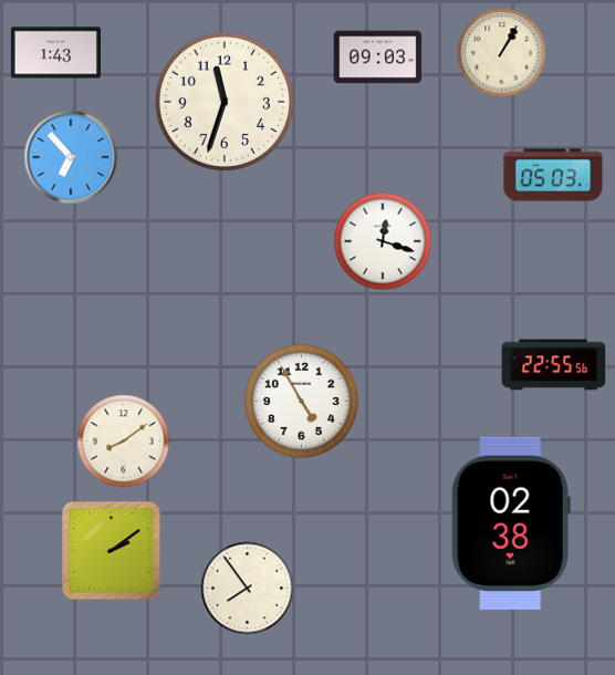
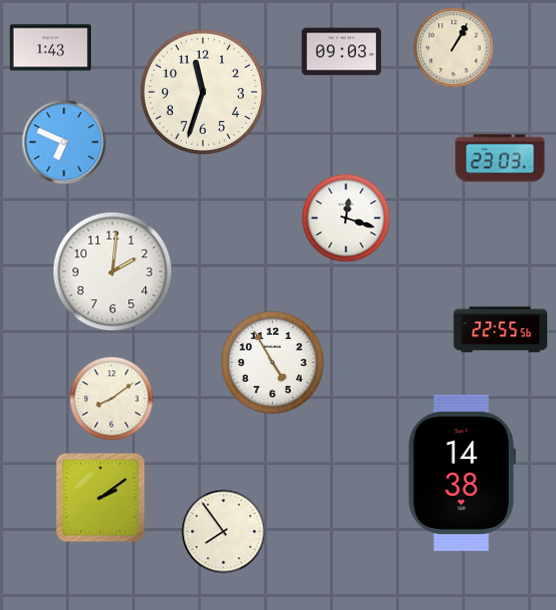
clock at (71, 157): 6:53 -> 6:49
clock at (553, 175): 05:03 -> 23:03
clock at (113, 272): none -> 2:01
clock at (511, 523): 02:38 -> 14:38
